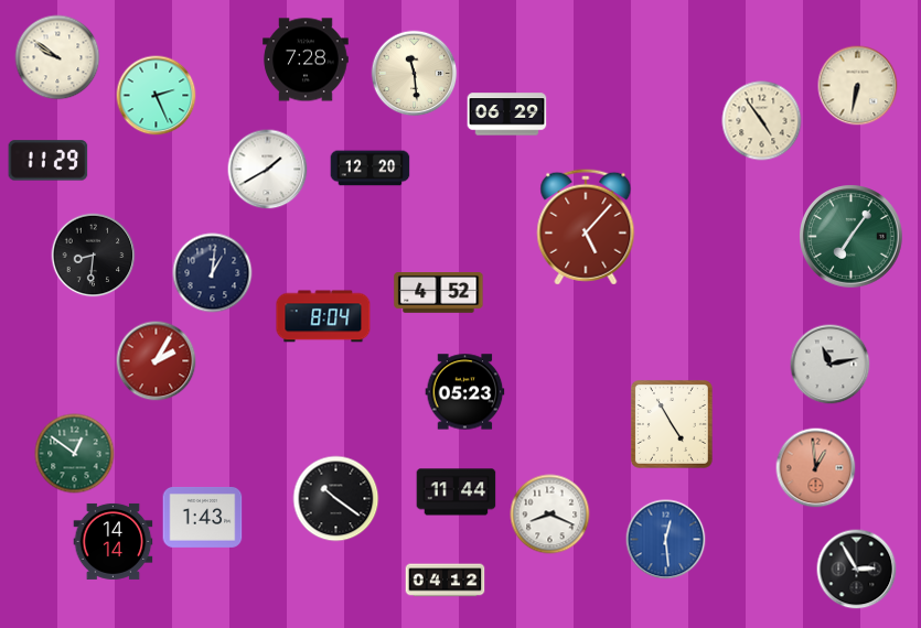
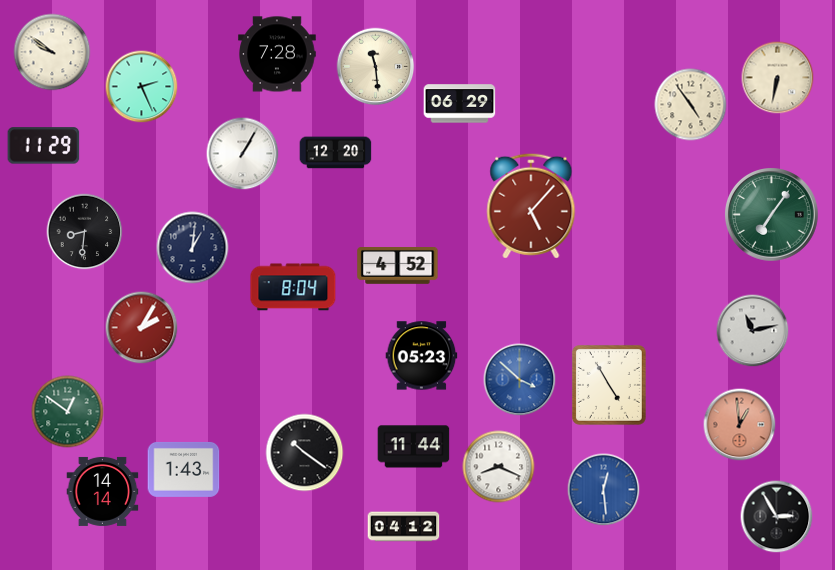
clock at (762, 121) position: (762, 121) -> (691, 105)
clock at (268, 170): 1:40 -> 1:05
clock at (520, 380): none -> 3:52
